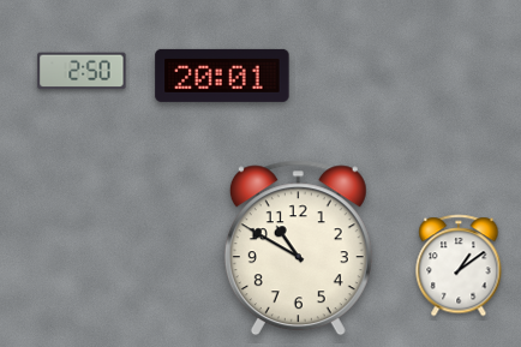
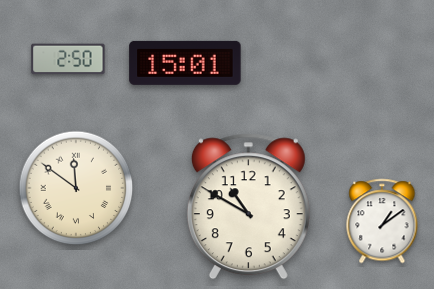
clock at (222, 76): 20:01 -> 15:01
clock at (76, 188): none -> 11:51
